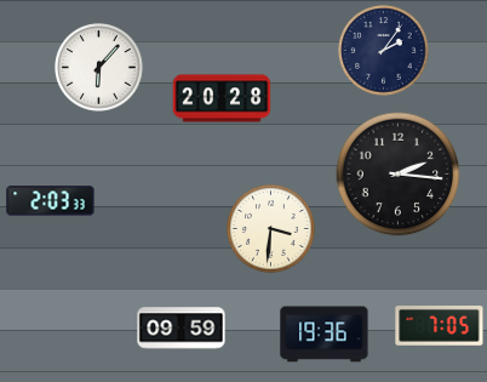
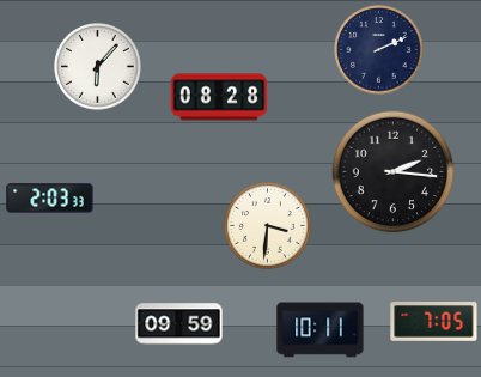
clock at (384, 51): 2:06 -> 2:11
clock at (222, 98): 20:28 -> 08:28
clock at (325, 335): 19:36 -> 10:11
